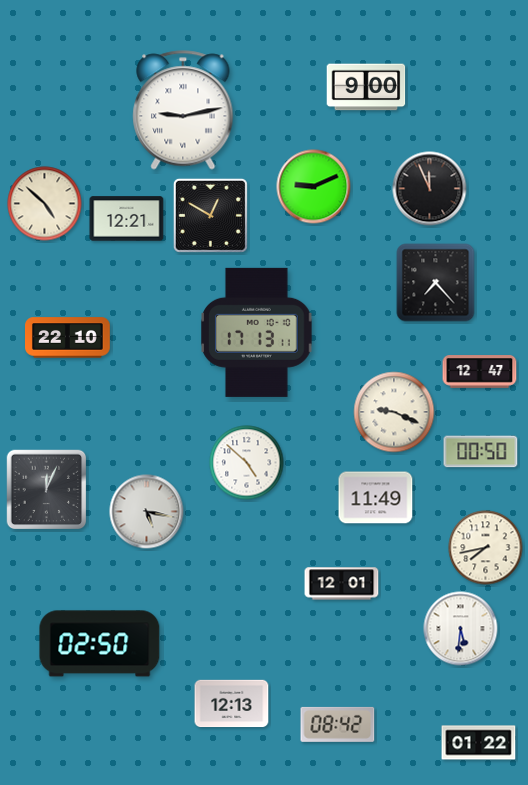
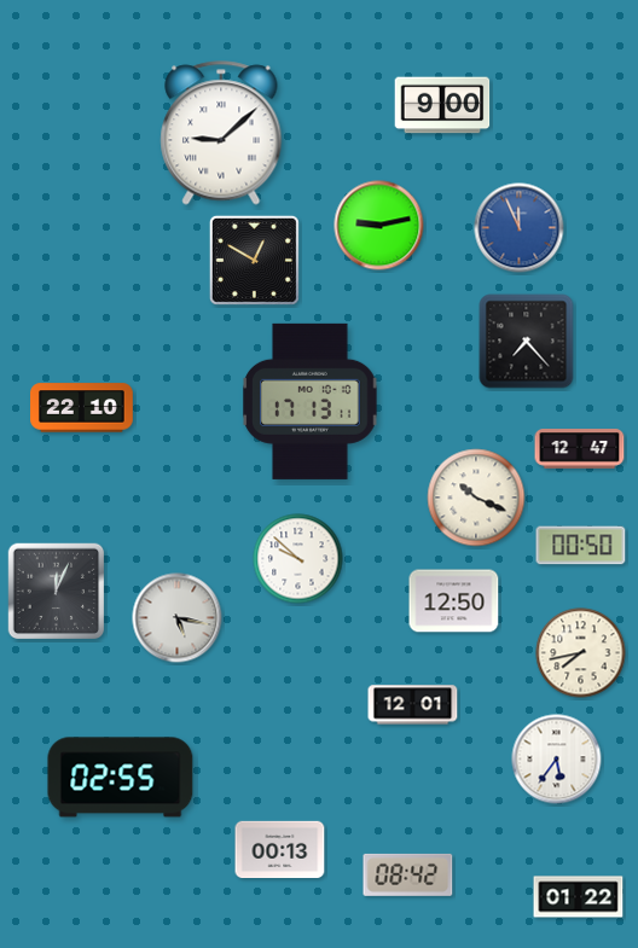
clock at (183, 110): 9:13 -> 9:08
clock at (314, 187): 9:11 -> 9:13
clock at (430, 189) dial: black -> blue
clock at (45, 204): 4:52 -> none
clock at (127, 219): 12:21 -> none
clock at (394, 412): 9:19 -> 10:19
clock at (247, 463): 4:52 -> 9:52
clock at (376, 498): 11:49 -> 12:50
clock at (486, 548) position: (486, 548) -> (581, 653)
clock at (461, 629): 5:31 -> 5:36
clock at (100, 644): 02:50 -> 02:55
clock at (232, 704): 12:13 -> 00:13
